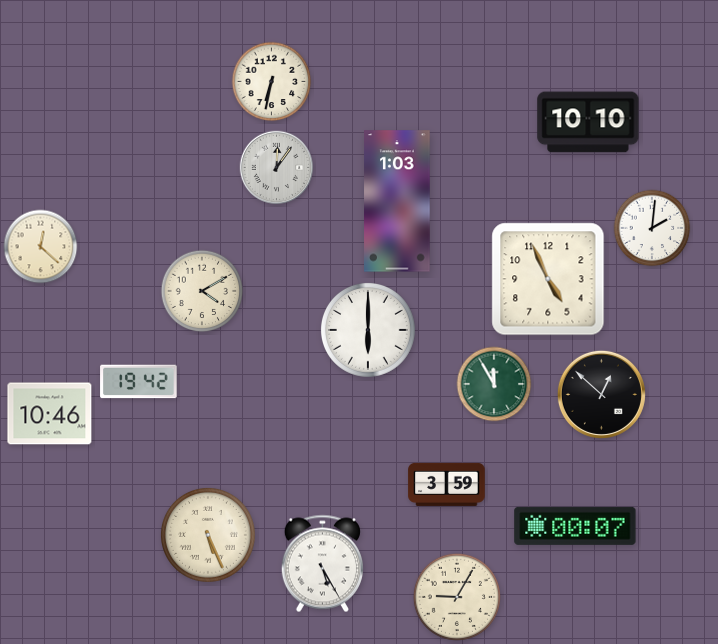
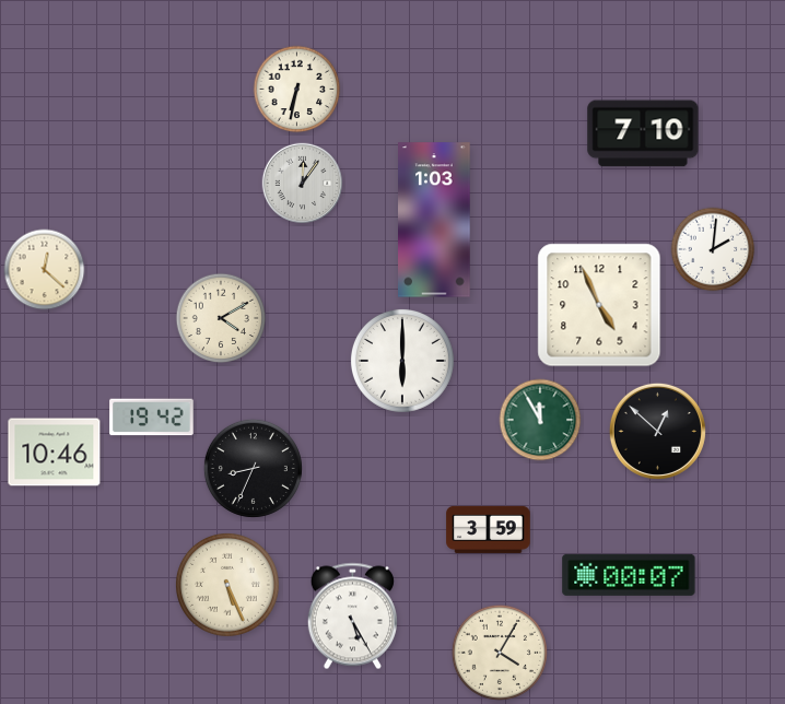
clock at (588, 122): 10:10 -> 7:10
clock at (253, 468): none -> 8:34
clock at (457, 597): 9:05 -> 4:05
